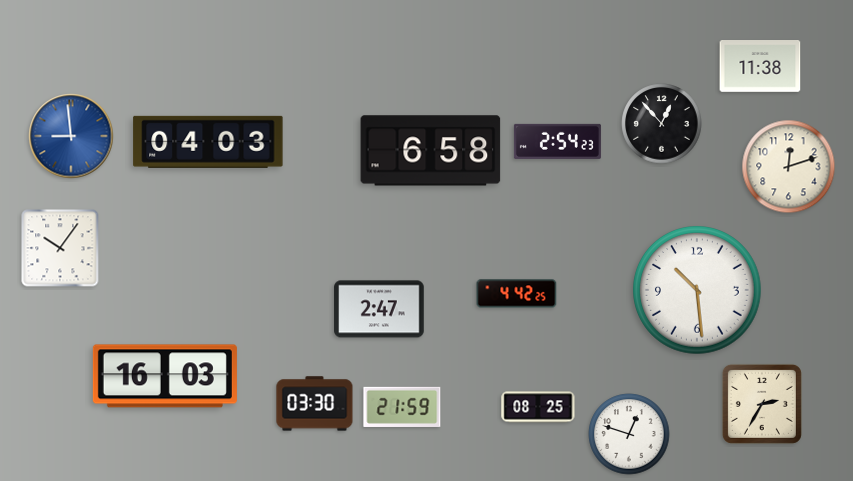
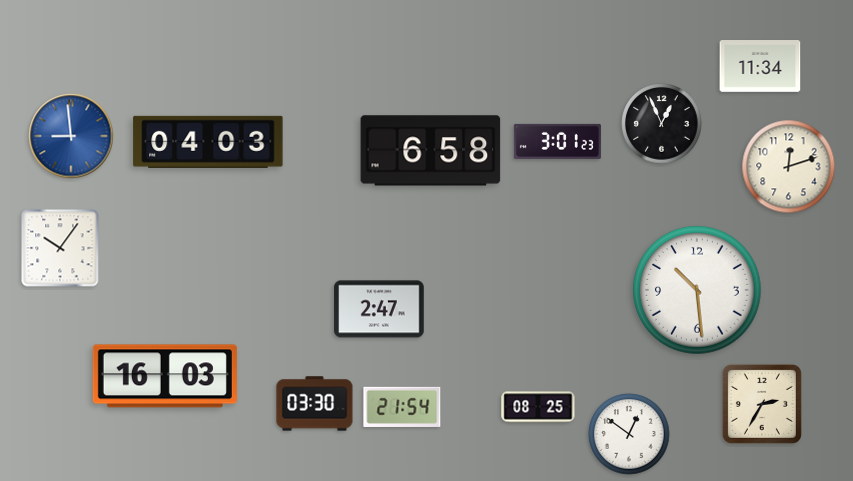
clock at (760, 66): 11:38 -> 11:34
clock at (662, 124): 12:53 -> 12:56
clock at (557, 141): 2:54 -> 3:01
clock at (517, 294): 4:42 -> none
clock at (402, 407): 21:59 -> 21:54
clock at (629, 434): 12:48 -> 12:51
